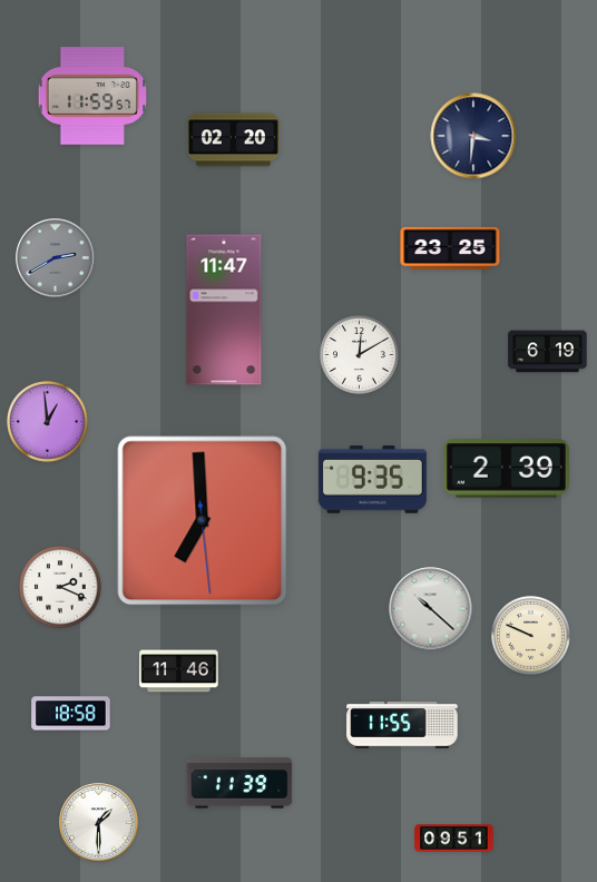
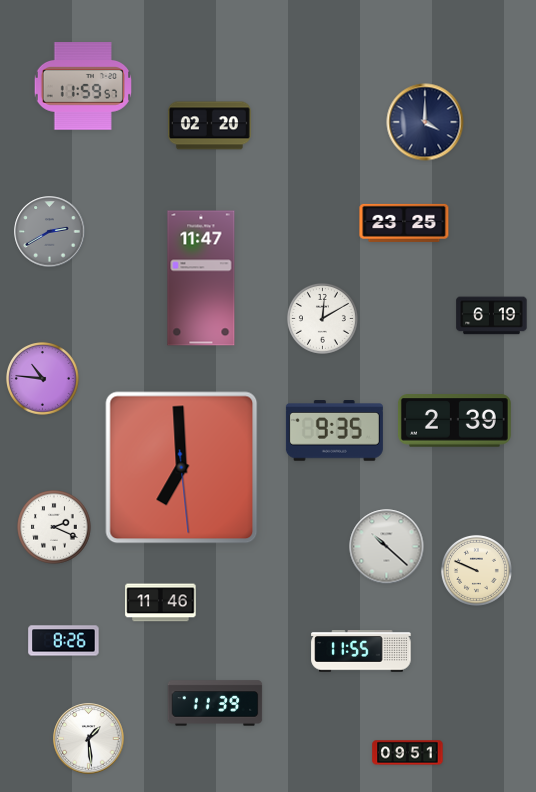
clock at (473, 136): 3:31 -> 4:00
clock at (48, 422): 12:59 -> 10:46
clock at (71, 714): 18:58 -> 8:26
clock at (99, 823): 1:30 -> 1:29
